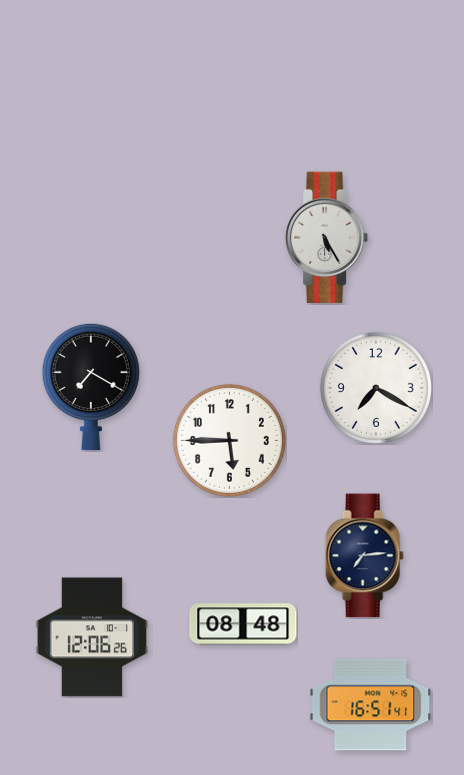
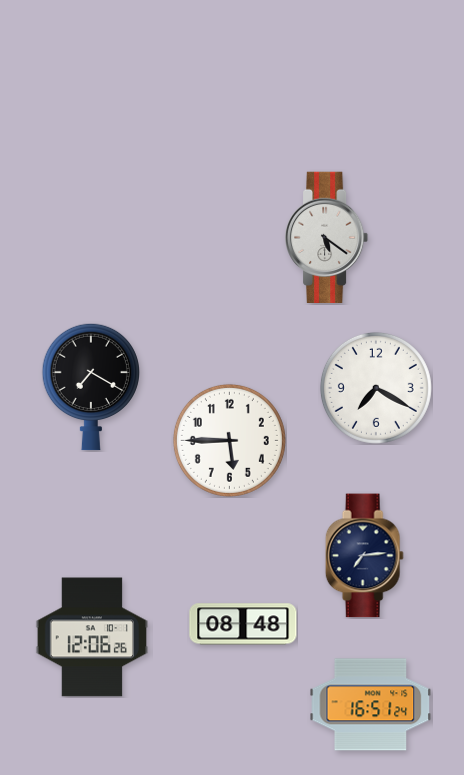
clock at (328, 237): 5:25 -> 5:21
clock at (371, 705): 16:51:41 -> 16:51:24
